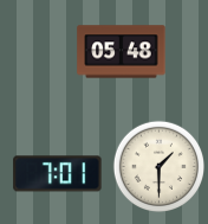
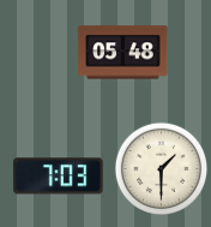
clock at (58, 174): 7:01 -> 7:03
